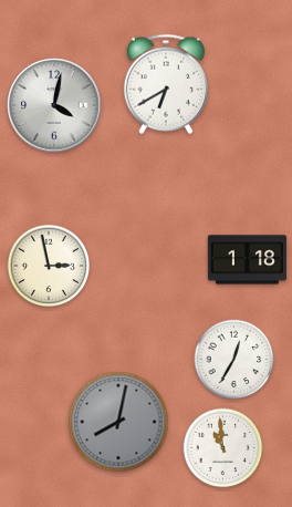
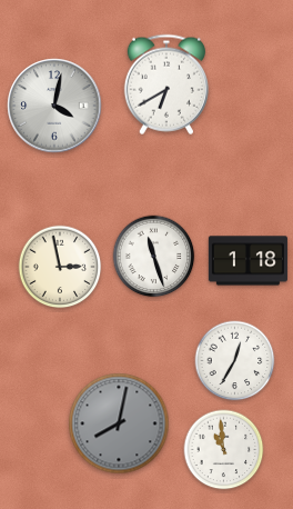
clock at (154, 257): none -> 11:27
clock at (49, 266) position: (49, 266) -> (60, 267)
